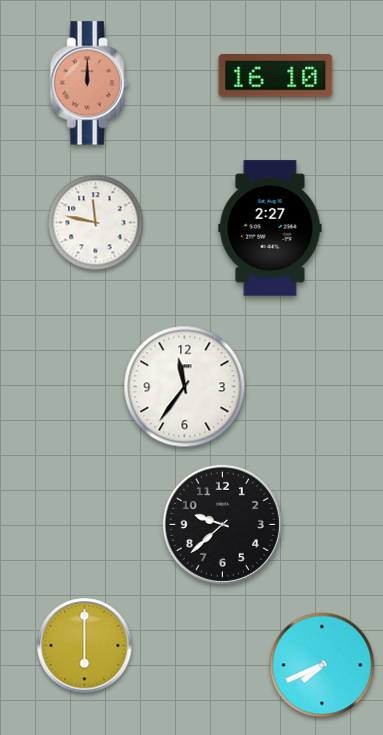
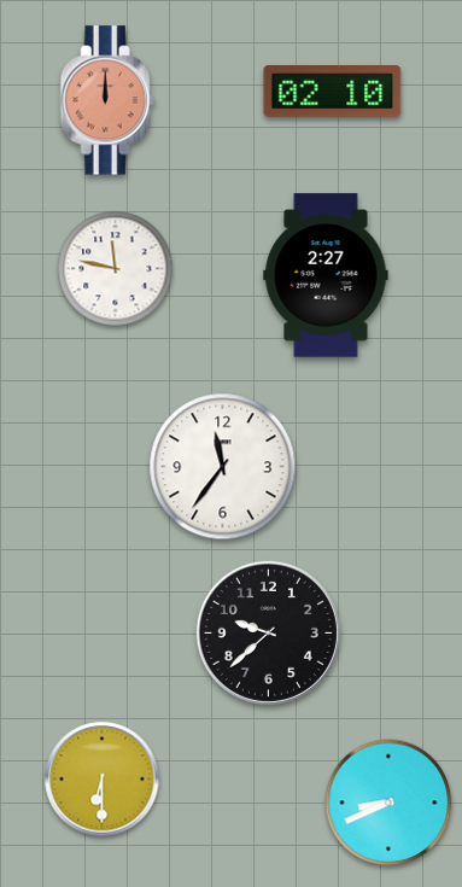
clock at (276, 76): 16:10 -> 02:10
clock at (85, 646): 6:00 -> 6:30
clock at (322, 665): 7:41 -> 8:41
